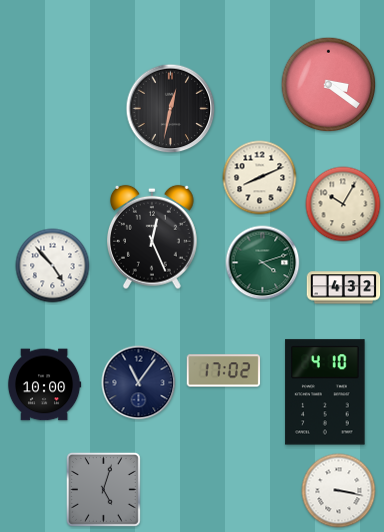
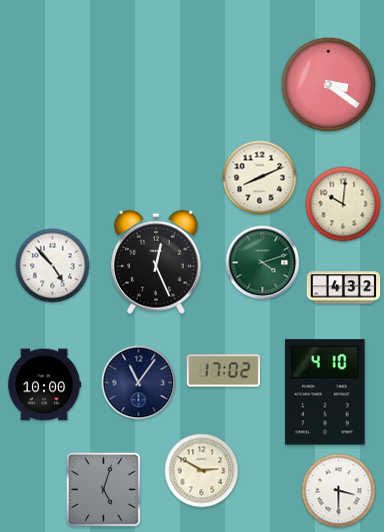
clock at (171, 109): 12:32 -> none
clock at (343, 204): 10:05 -> 10:01
clock at (153, 237) position: (153, 237) -> (157, 262)
clock at (202, 471): none -> 2:50
clock at (339, 491): 3:17 -> 3:30
